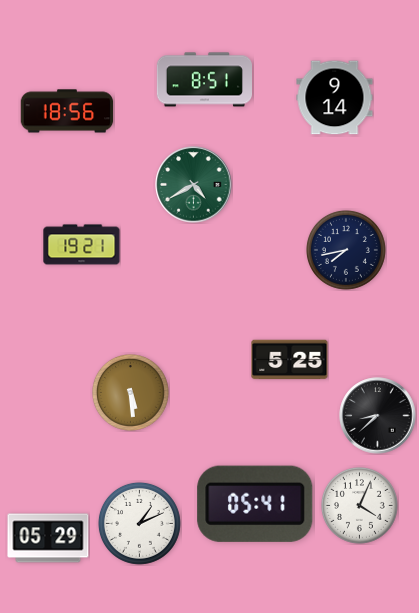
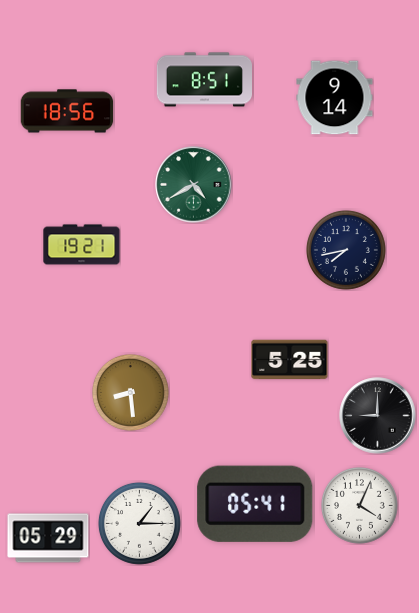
clock at (130, 392): 5:29 -> 8:29
clock at (378, 416): 8:38 -> 9:00
clock at (139, 523): 1:11 -> 1:15
